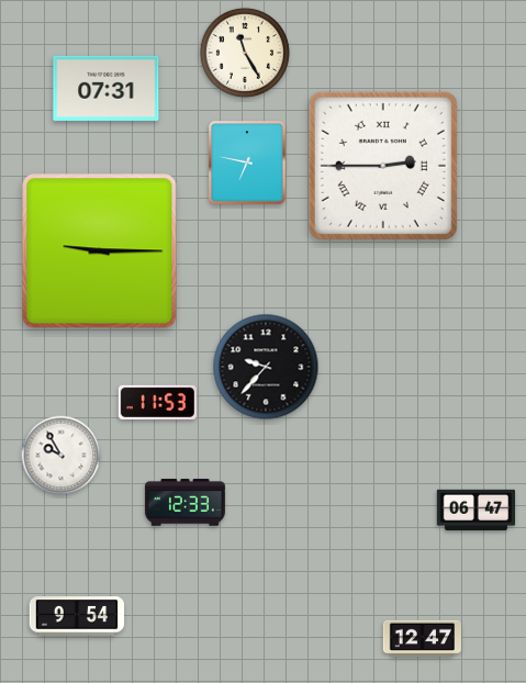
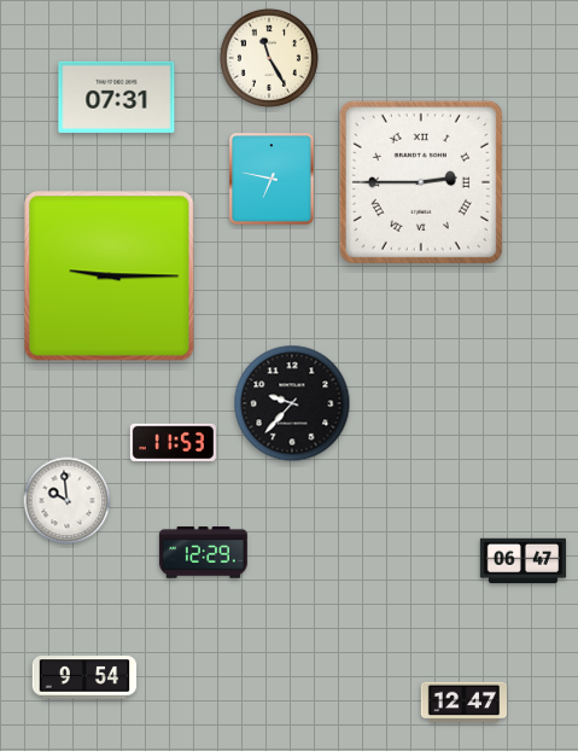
clock at (61, 456): 9:55 -> 9:59
clock at (184, 503): 12:33 -> 12:29
